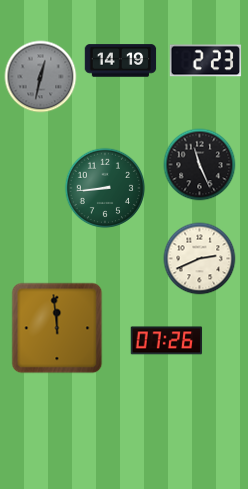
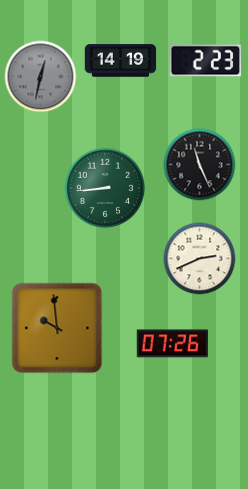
clock at (57, 328): 11:59 -> 9:59
clock at (167, 341) position: (167, 341) -> (173, 344)
